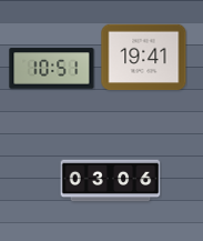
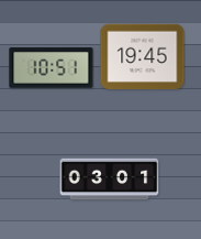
clock at (144, 58): 19:41 -> 19:45
clock at (111, 181): 03:06 -> 03:01
